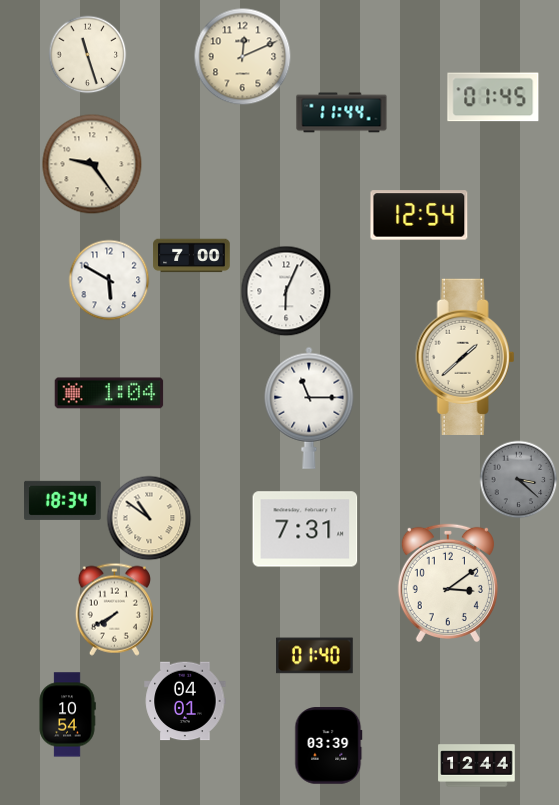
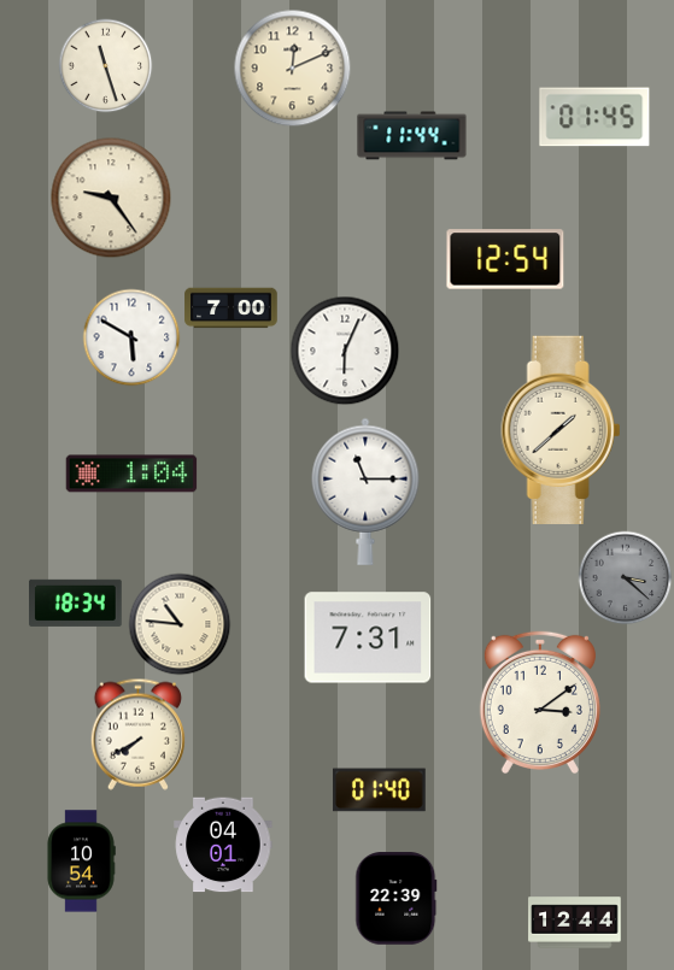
clock at (309, 408) position: (309, 408) -> (365, 492)
clock at (149, 518): 10:51 -> 10:46
clock at (329, 746): 03:39 -> 22:39
